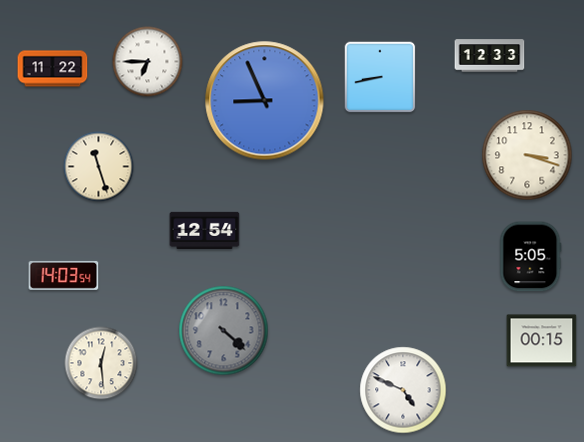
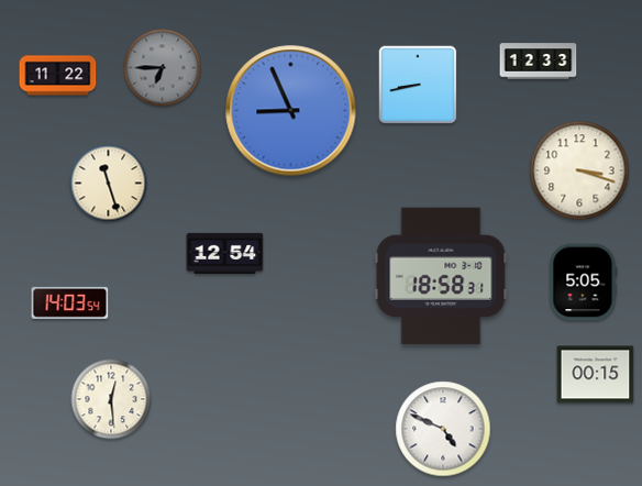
clock at (148, 62) dial: white -> grey
clock at (441, 276): none -> 18:58
clock at (224, 331): 4:22 -> none
